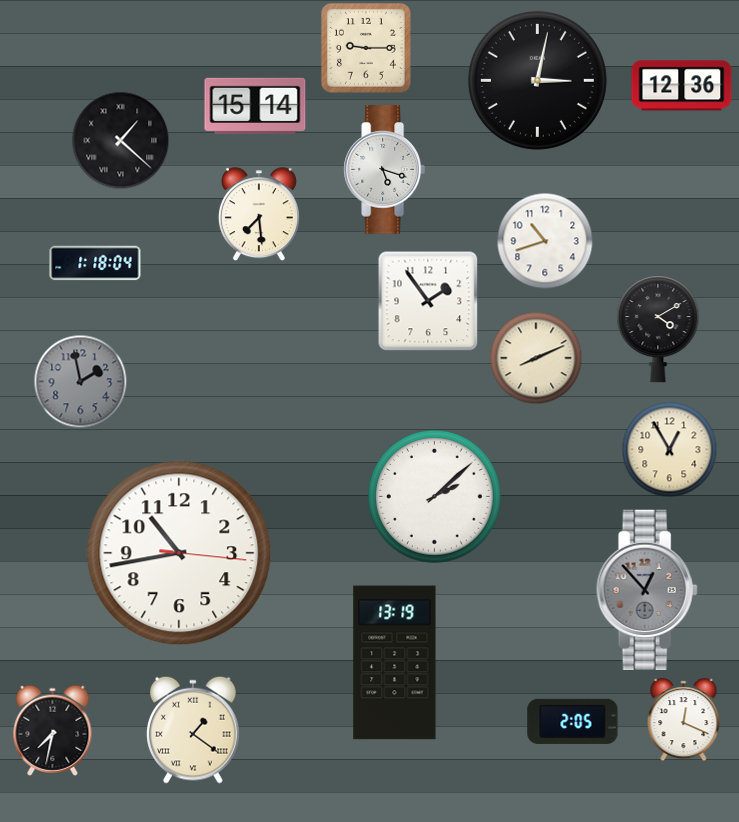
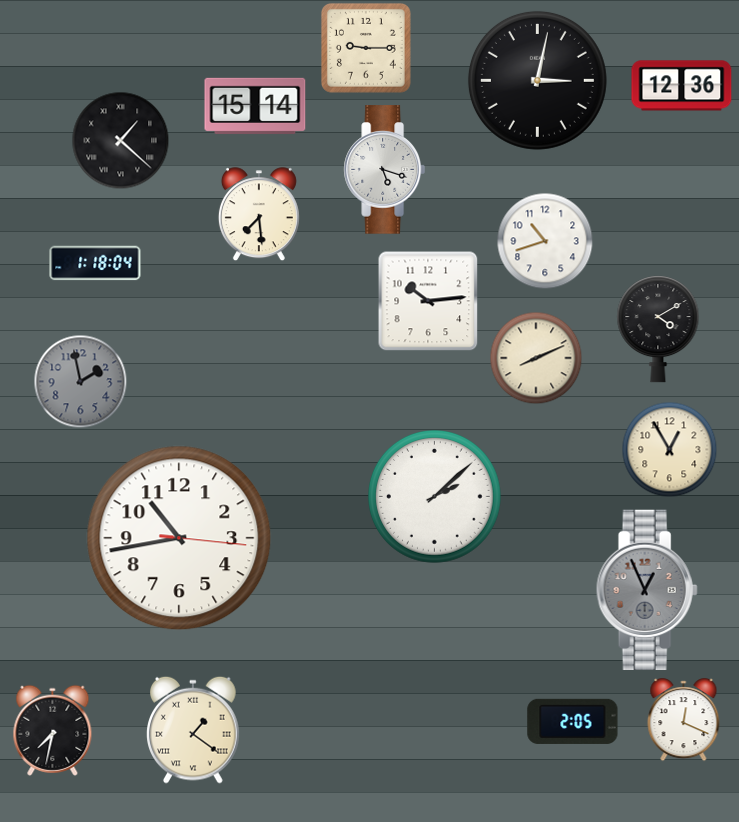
clock at (428, 301): 1:54 -> 10:14
clock at (179, 553) position: (179, 553) -> (179, 538)
clock at (647, 589): 12:53 -> 12:56
clock at (395, 663): 13:19 -> none
